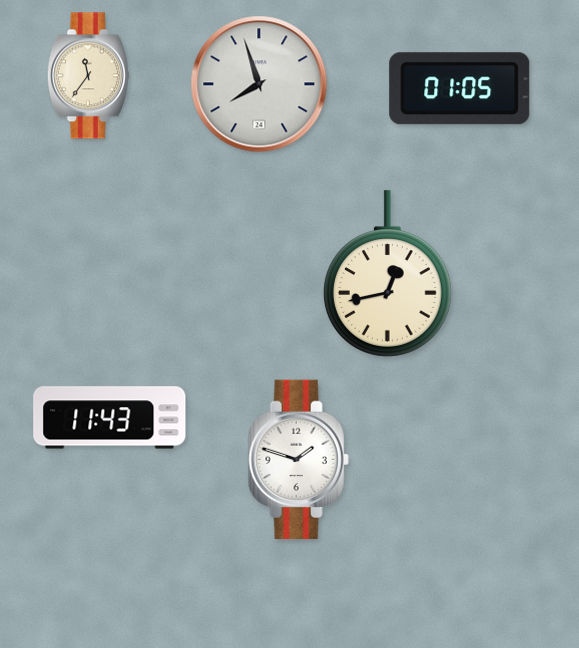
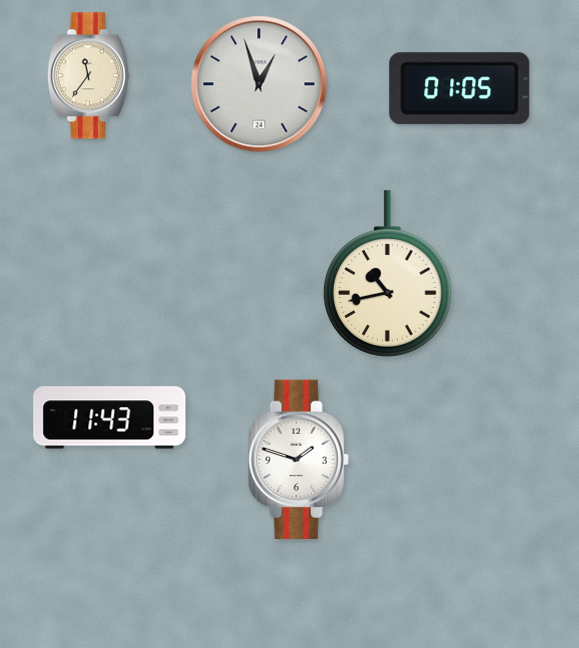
clock at (259, 84): 7:57 -> 12:57
clock at (387, 274): 12:43 -> 10:43
